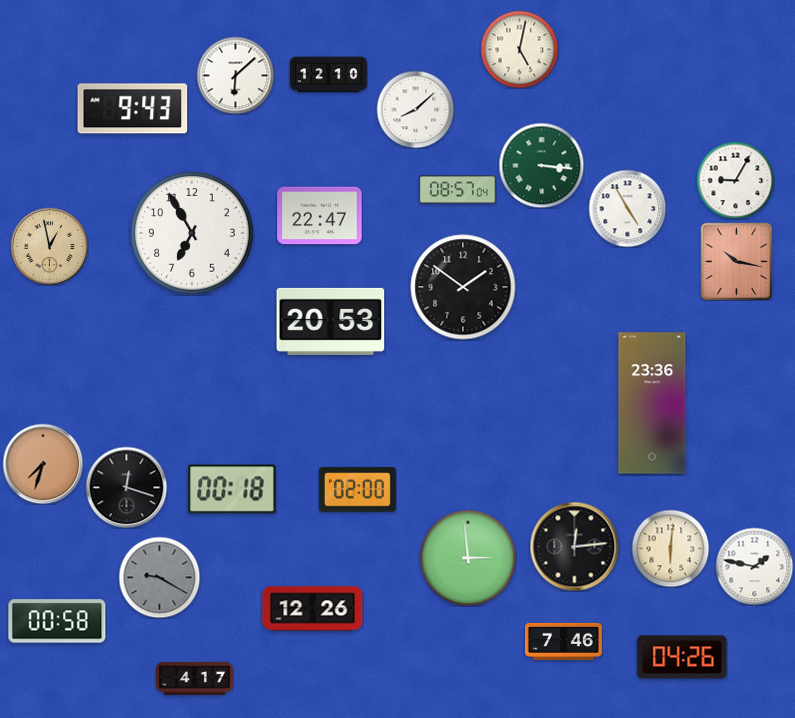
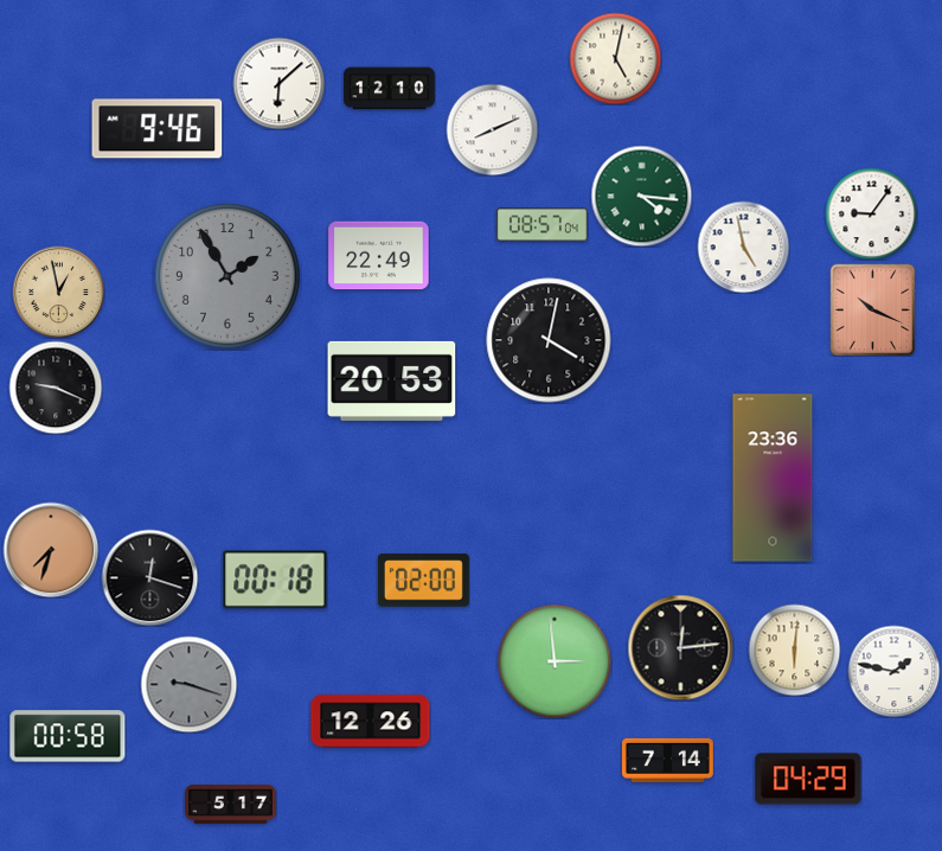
clock at (235, 75) position: (235, 75) -> (278, 83)
clock at (133, 109): 9:43 -> 9:46
clock at (415, 109): 8:08 -> 8:11
clock at (541, 165): 3:16 -> 4:16
clock at (735, 180): 9:05 -> 9:06
clock at (627, 208): 4:55 -> 4:58
clock at (320, 216): 22:47 -> 22:49
clock at (192, 233): 6:55 -> 1:55
clock at (192, 233) dial: white -> grey
clock at (737, 261): 10:17 -> 10:19
clock at (463, 287): 1:51 -> 4:02
clock at (56, 388): none -> 9:19
clock at (159, 577): 9:20 -> 9:18
clock at (563, 641): 7:46 -> 7:14
clock at (682, 657): 04:26 -> 04:29
clock at (195, 679): 4:17 -> 5:17
